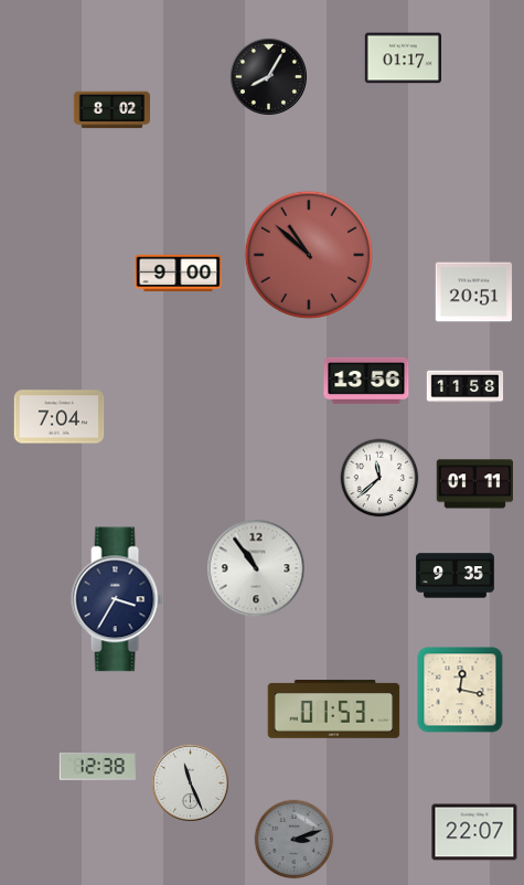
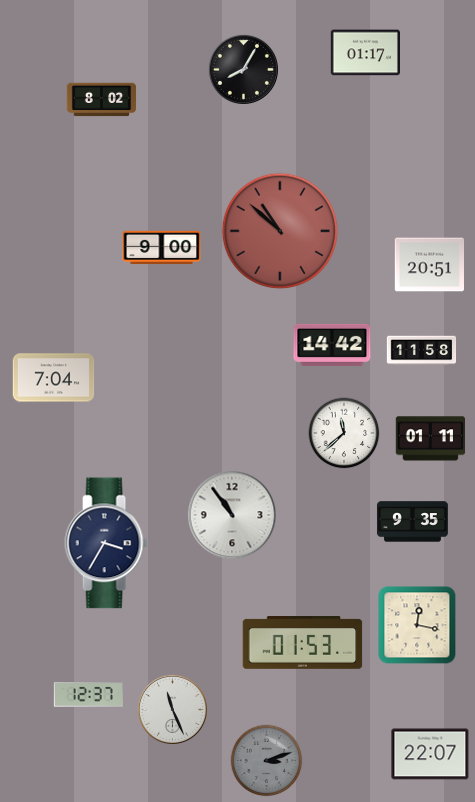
clock at (366, 381): 13:56 -> 14:42
clock at (97, 767): 12:38 -> 12:37
